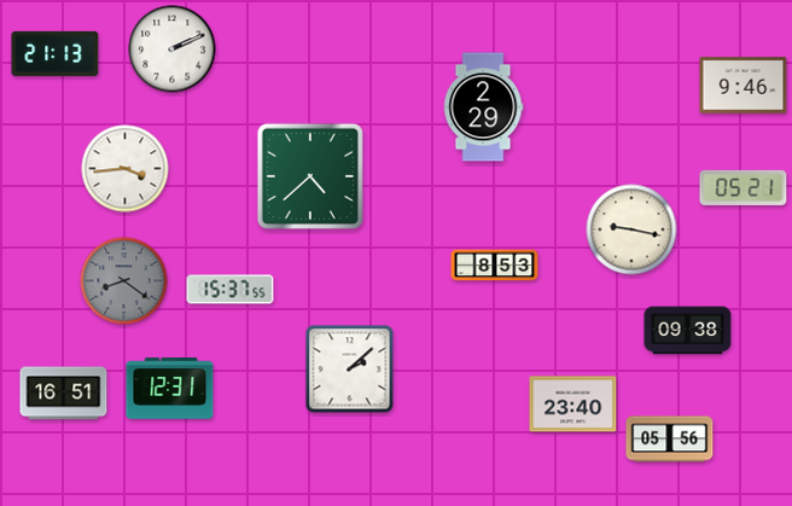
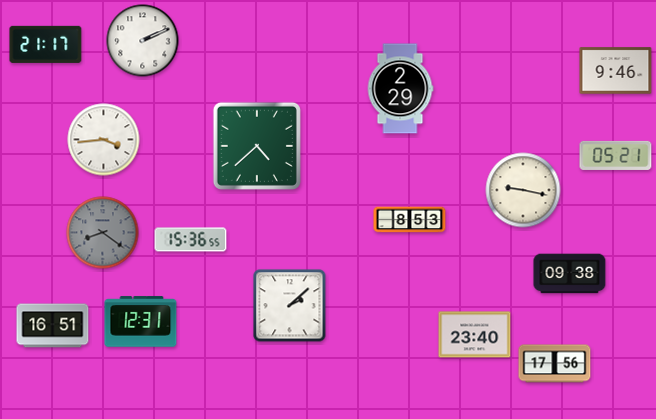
clock at (56, 53): 21:13 -> 21:17
clock at (231, 290): 15:37 -> 15:36
clock at (670, 440): 05:56 -> 17:56
